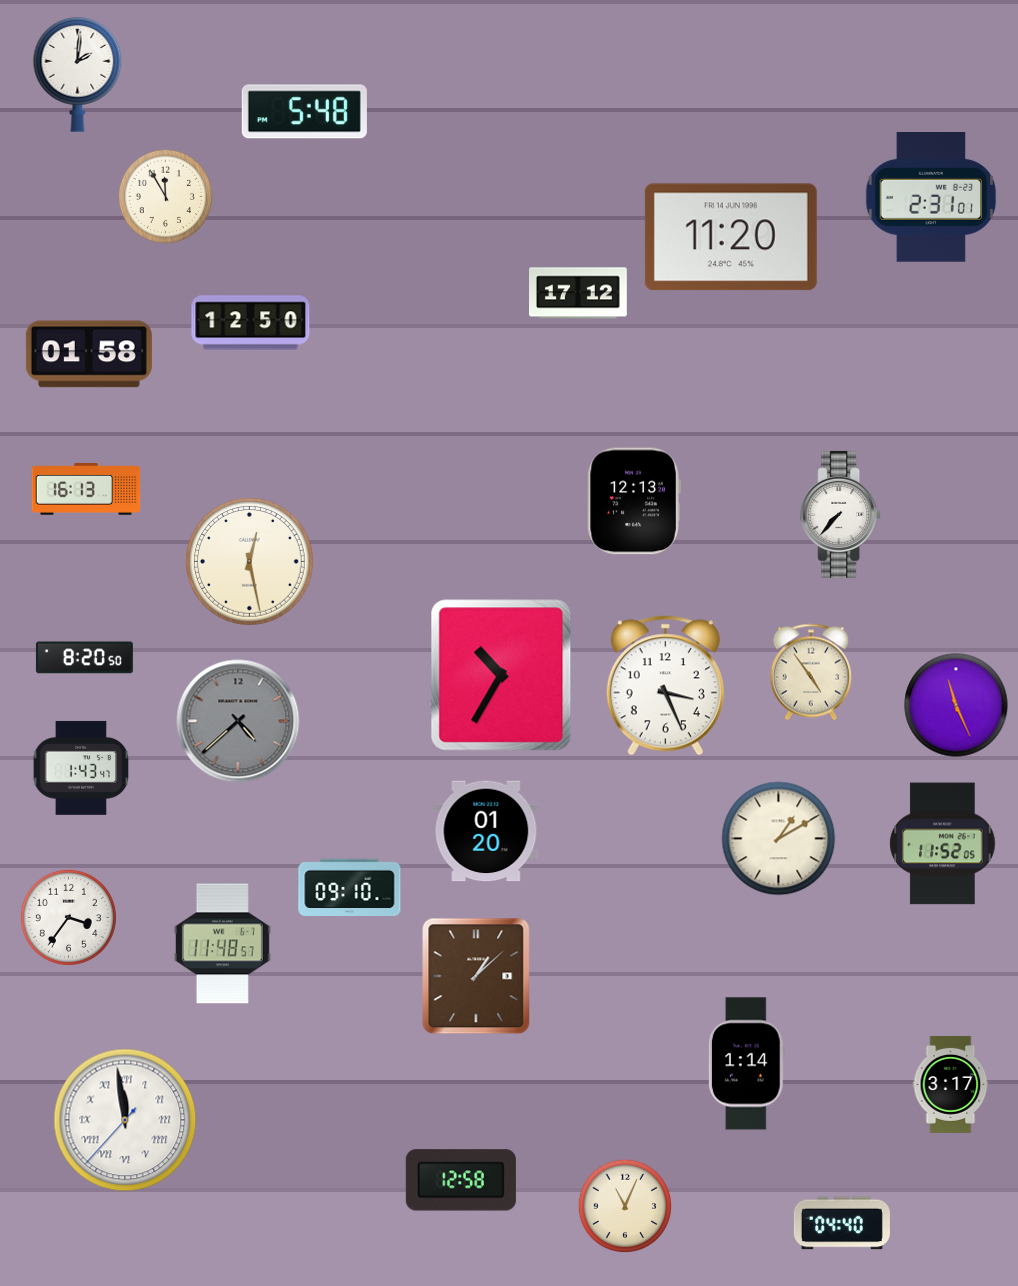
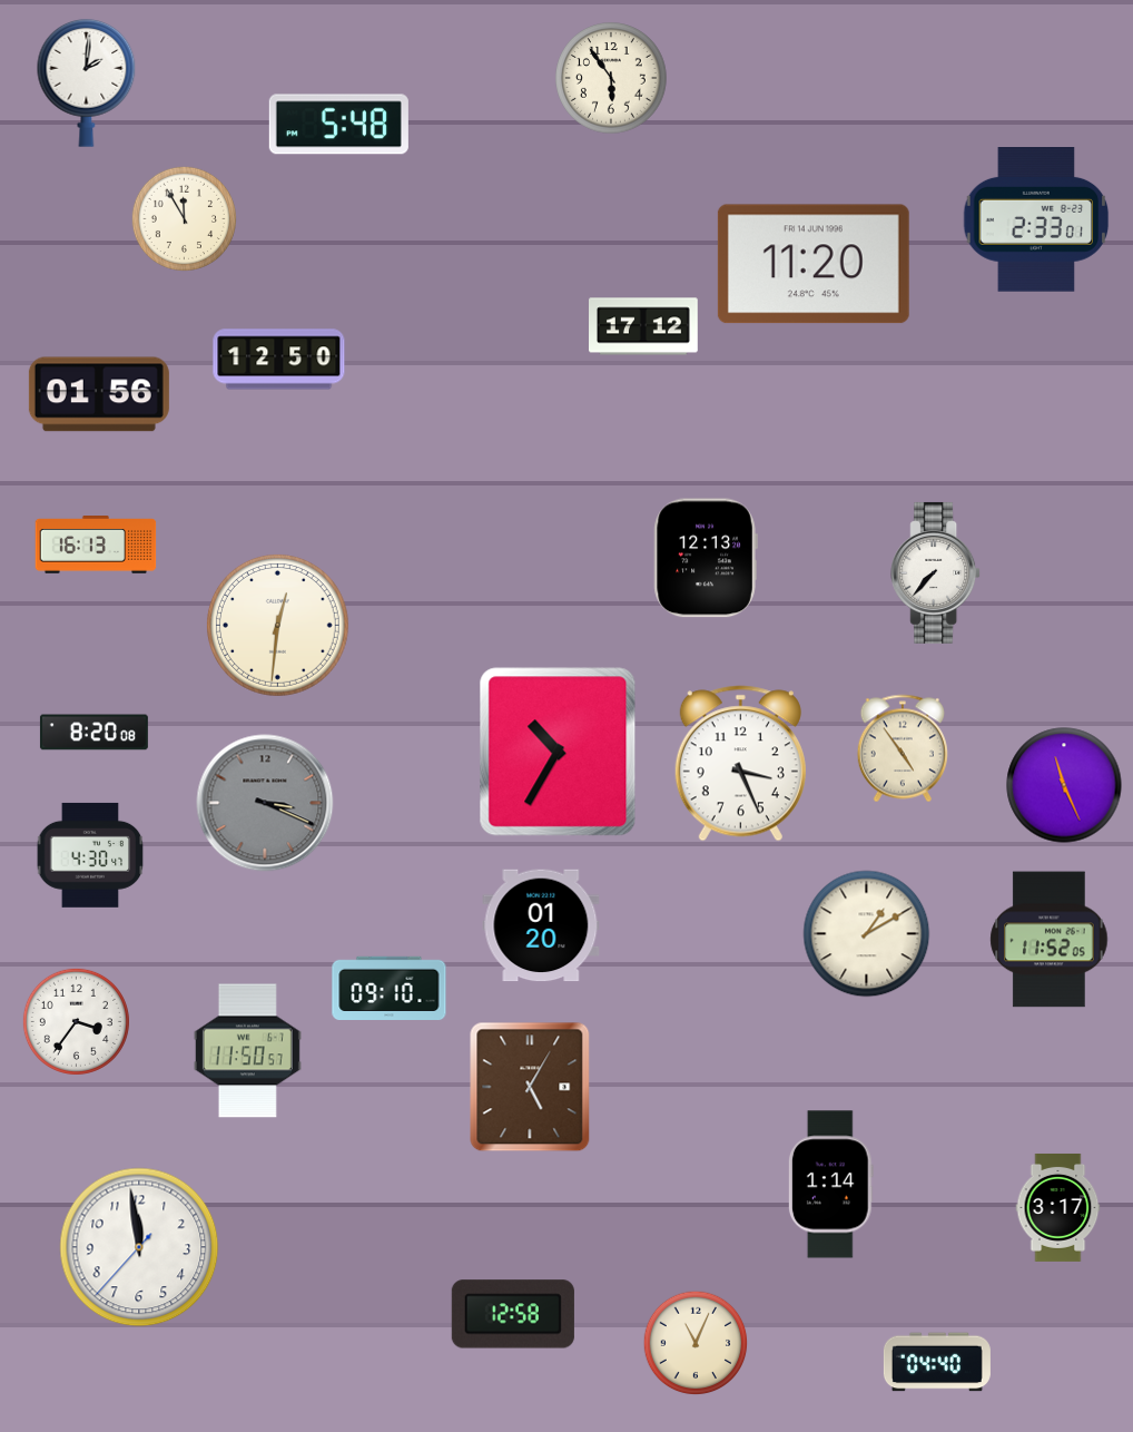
clock at (611, 78): none -> 5:54
clock at (931, 198): 2:31 -> 2:33
clock at (89, 354): 01:58 -> 01:56
clock at (250, 562): 12:28 -> 12:31
clock at (84, 658): 8:20:50 -> 8:20:08
clock at (238, 721): 4:38 -> 3:19
clock at (81, 768): 1:43 -> 4:30
clock at (222, 944): 11:48 -> 11:50
clock at (476, 976): 1:08 -> 5:05
clock at (125, 1120) numerals: Roman -> Arabic
